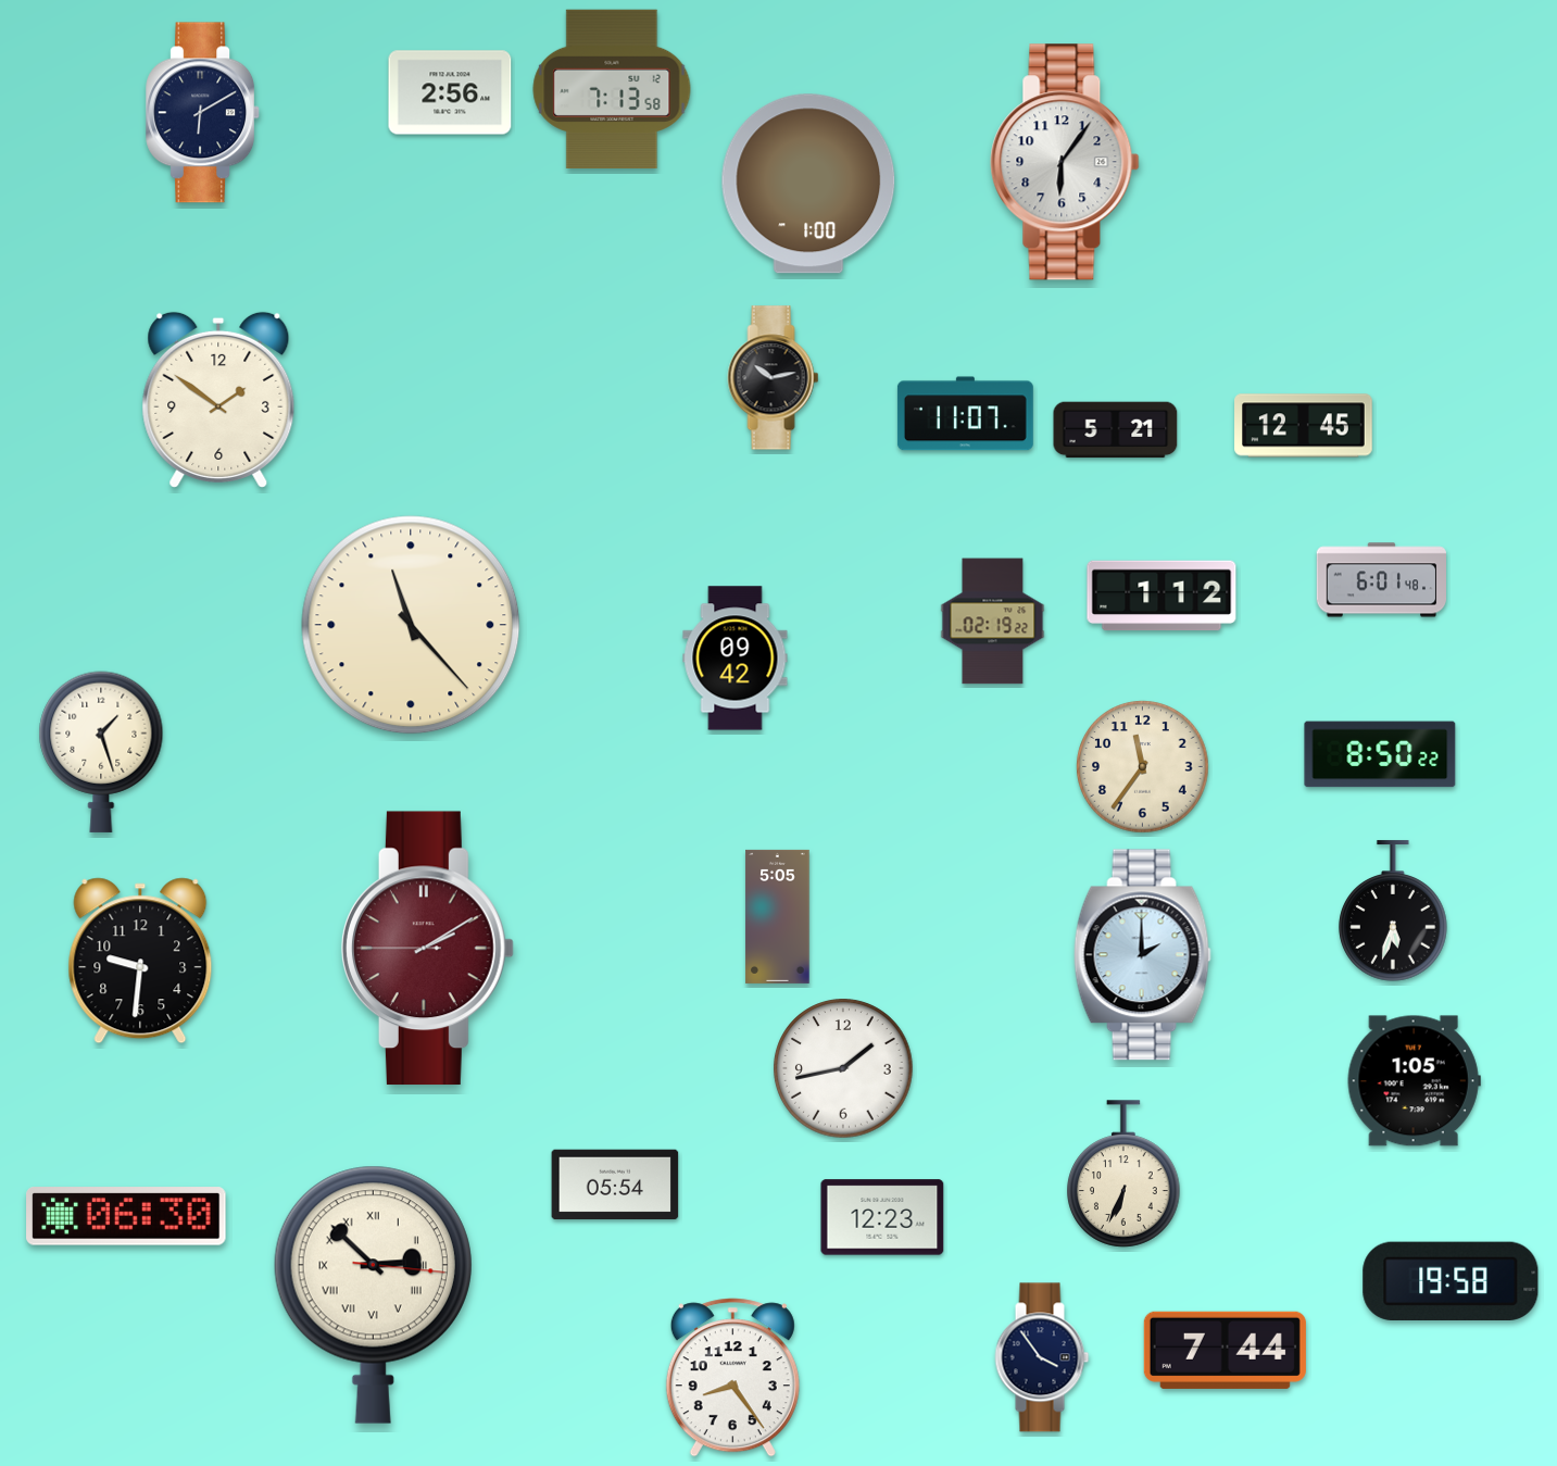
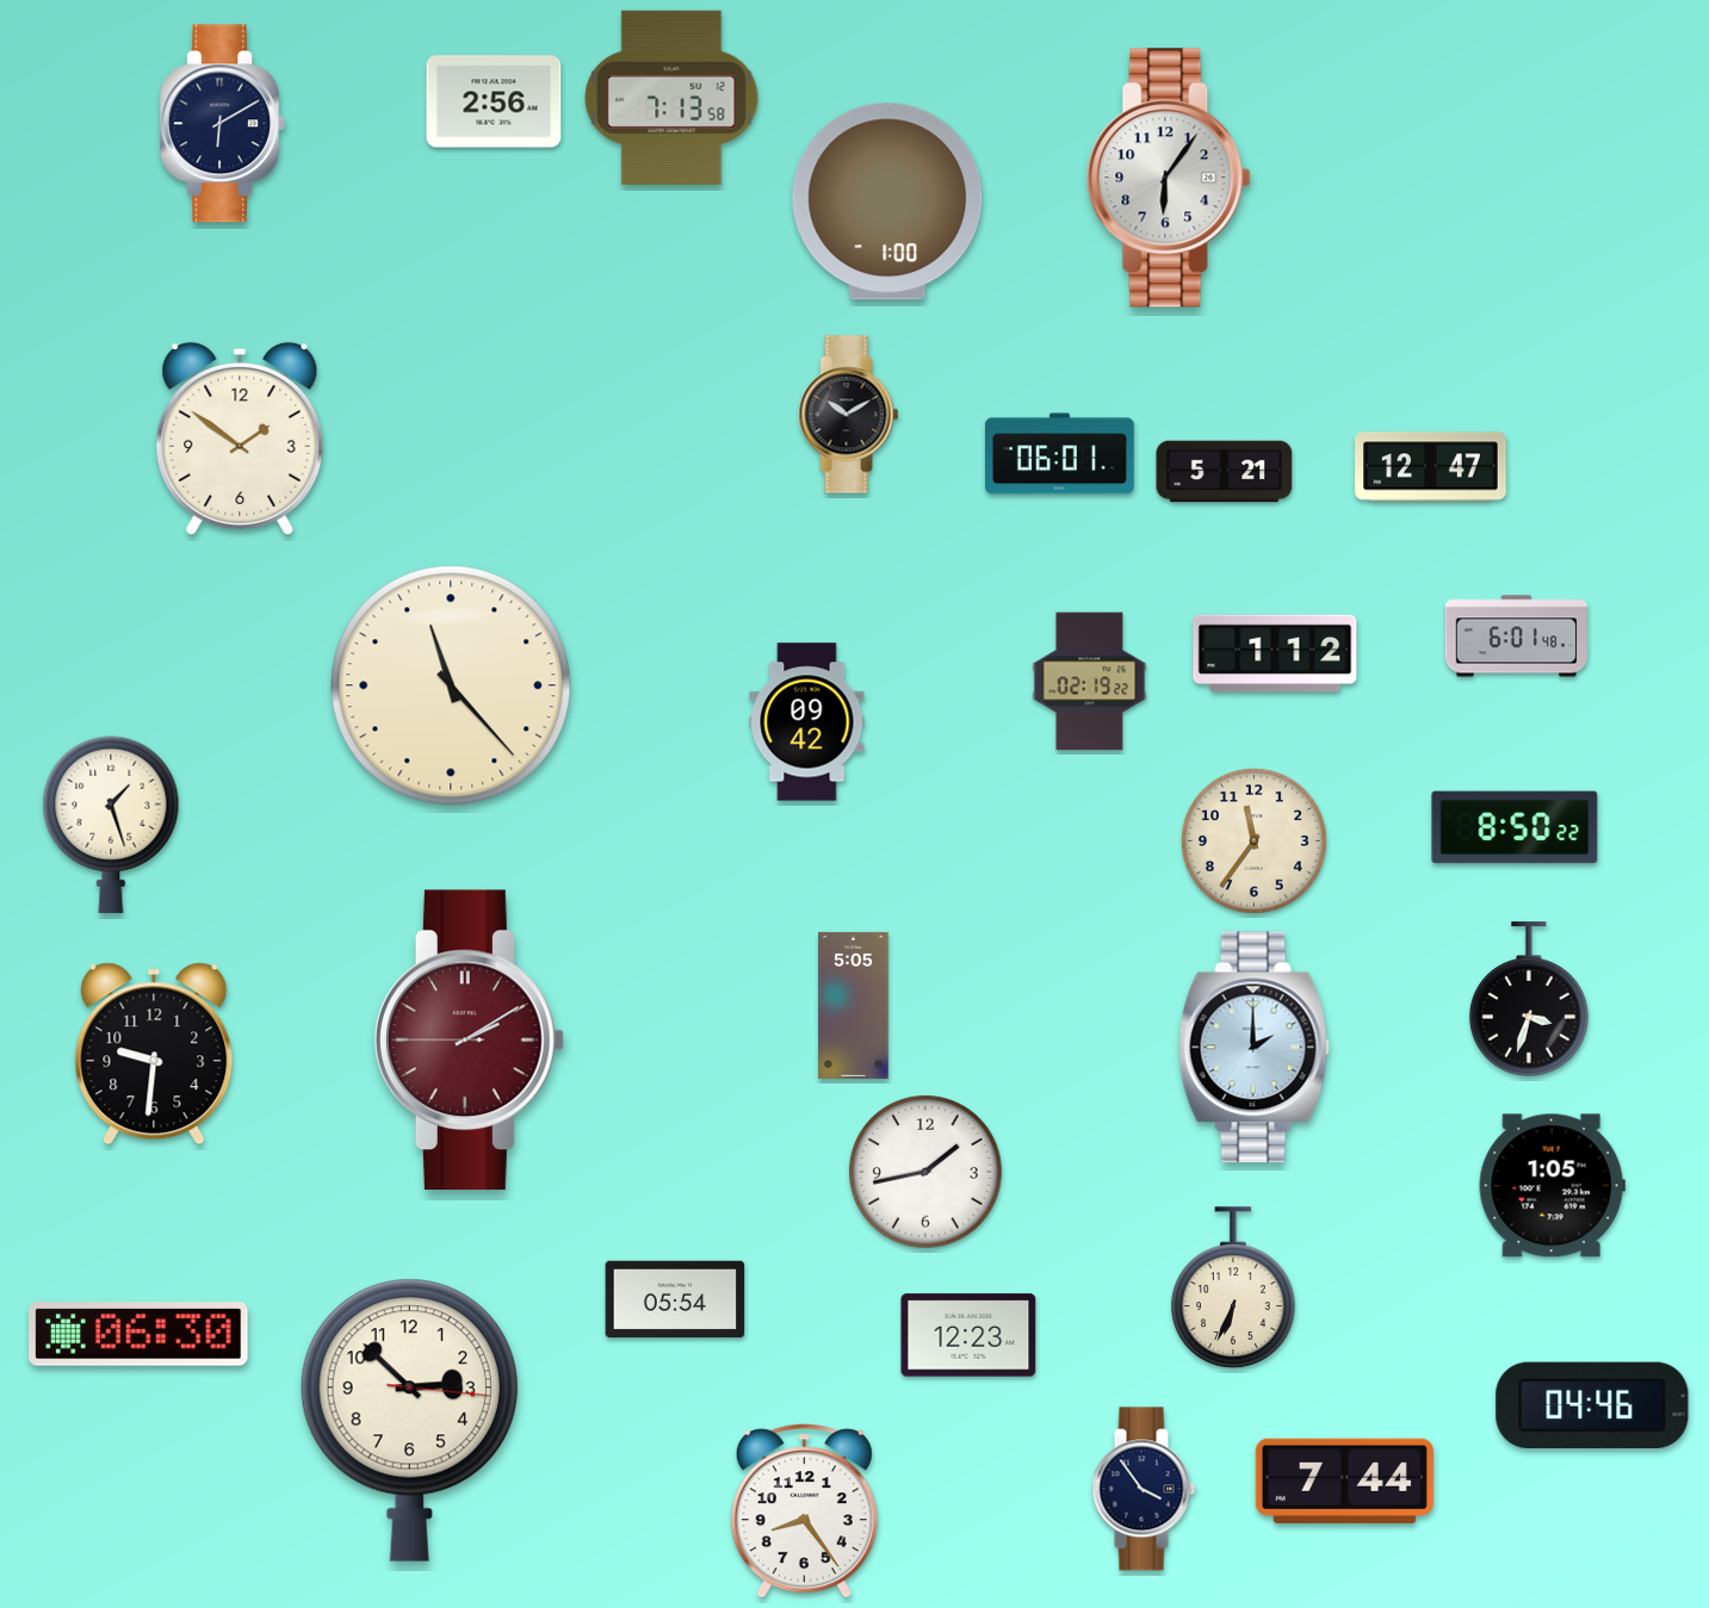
clock at (774, 378): 10:13 -> 10:10
clock at (965, 414): 11:07 -> 06:01
clock at (1304, 426): 12:45 -> 12:47
clock at (1393, 911): 5:33 -> 3:33
clock at (1451, 1280): 19:58 -> 04:46
clock at (373, 1294) numerals: Roman -> Arabic
